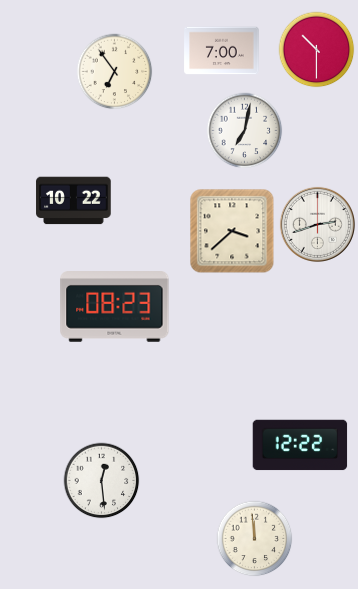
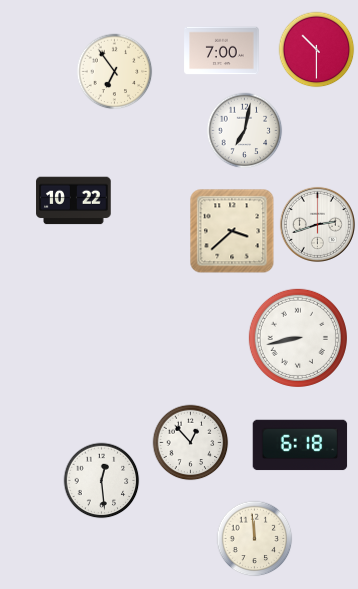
clock at (115, 307): 08:23 -> none
clock at (298, 338): none -> 8:43
clock at (191, 443): none -> 12:53
clock at (300, 445): 12:22 -> 6:18
